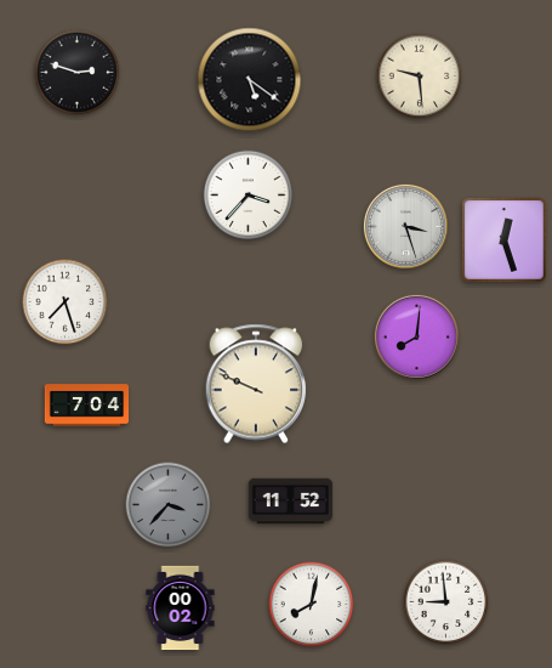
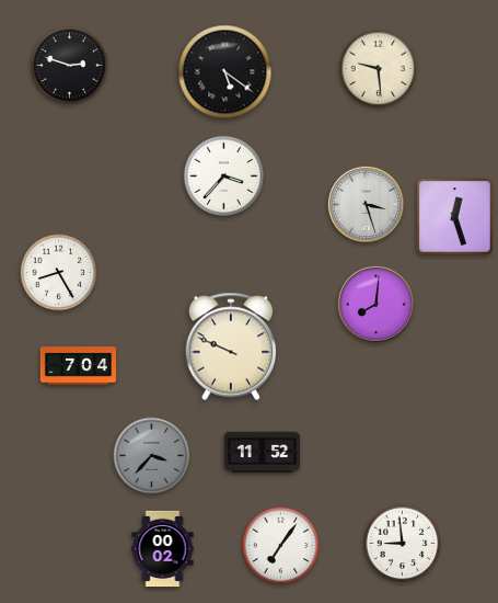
clock at (66, 302): 7:27 -> 8:25
clock at (312, 605): 8:02 -> 7:06
